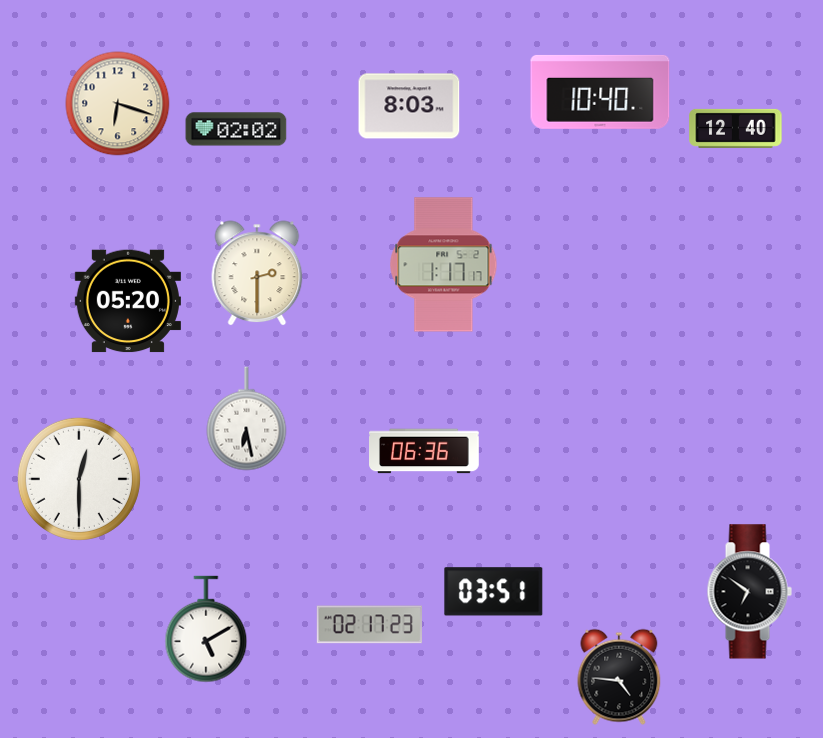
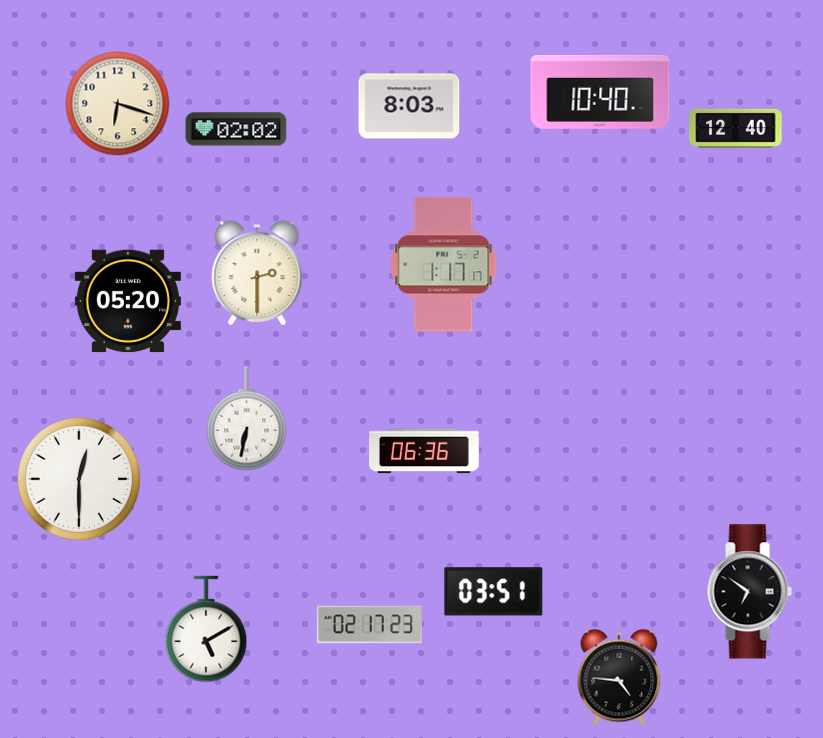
clock at (247, 419): 6:28 -> 6:32
